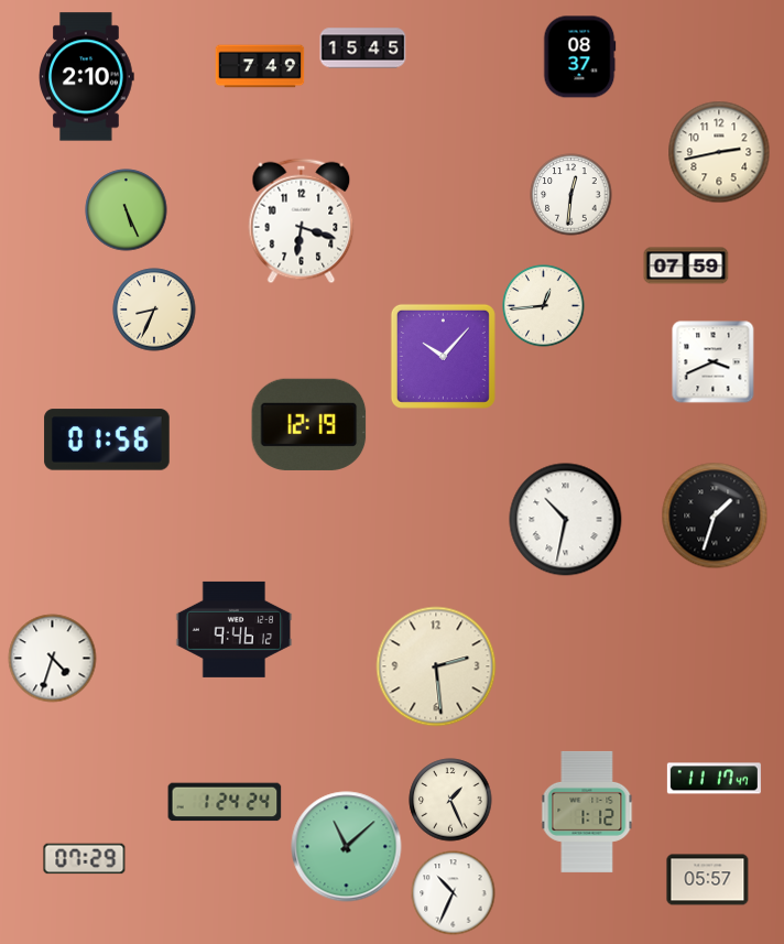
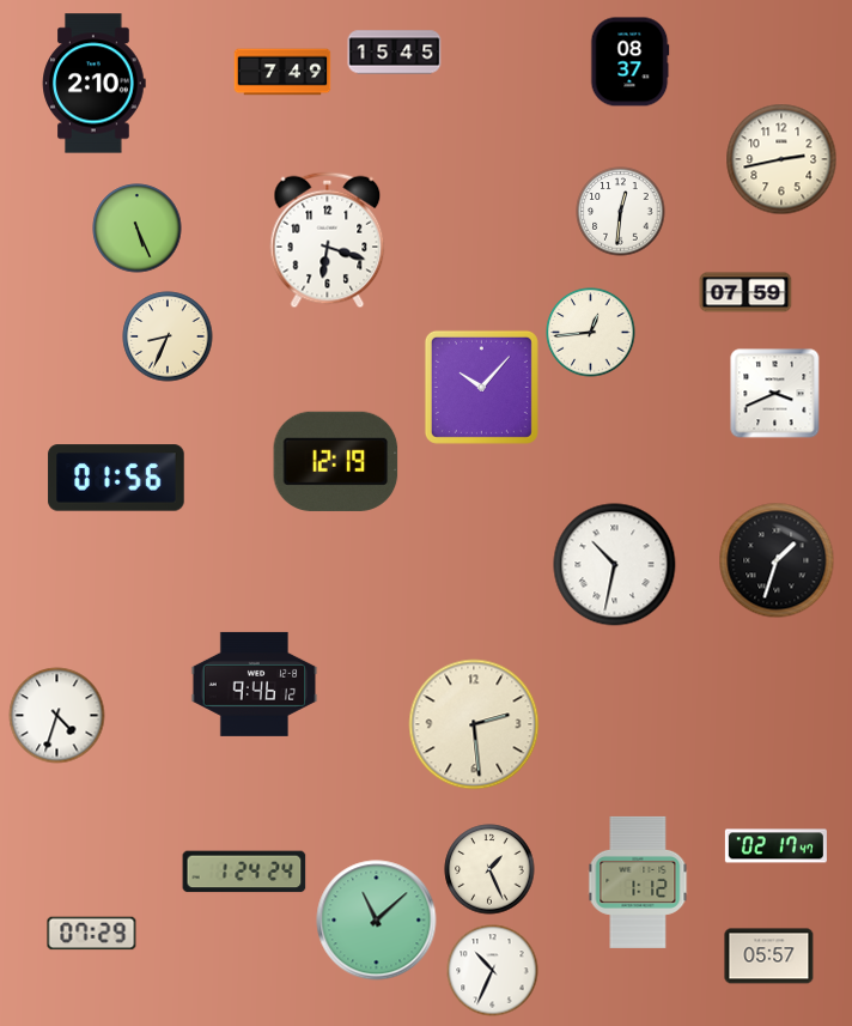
clock at (719, 152) position: (719, 152) -> (781, 159)
clock at (686, 265) position: (686, 265) -> (745, 292)
clock at (714, 779): 11:17 -> 02:17
